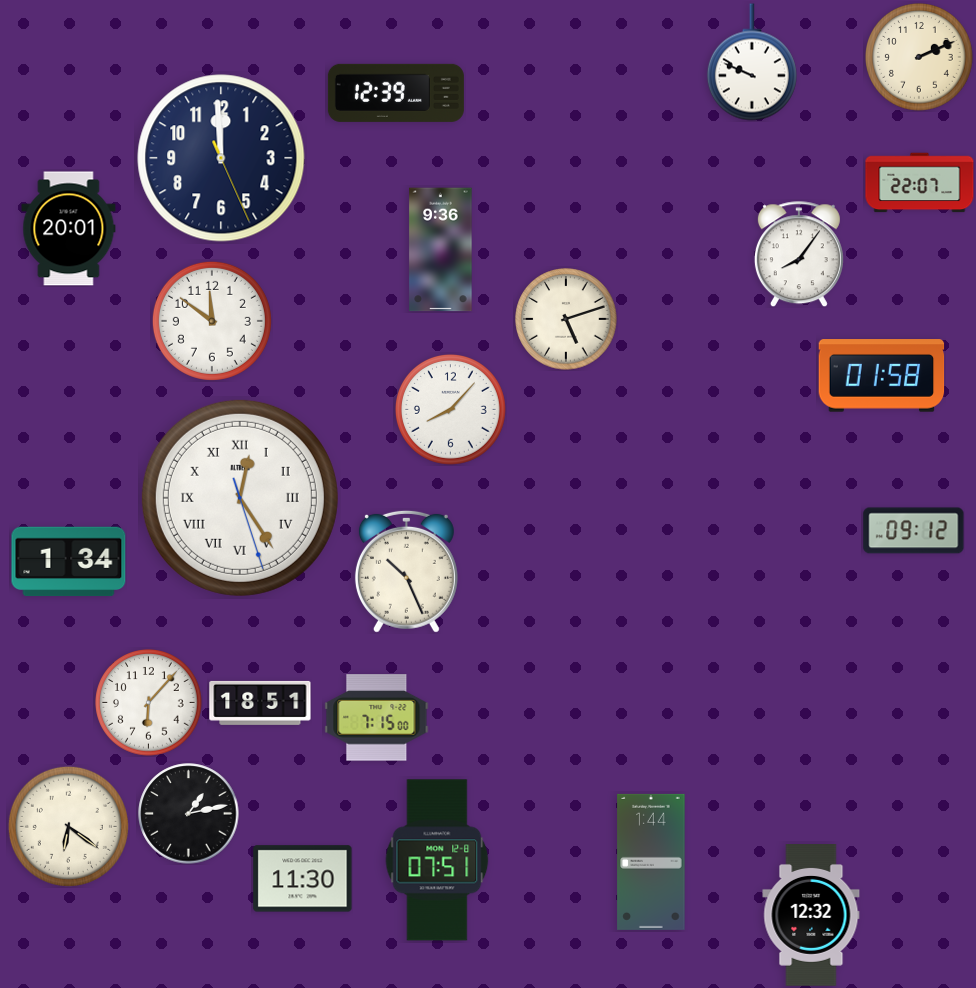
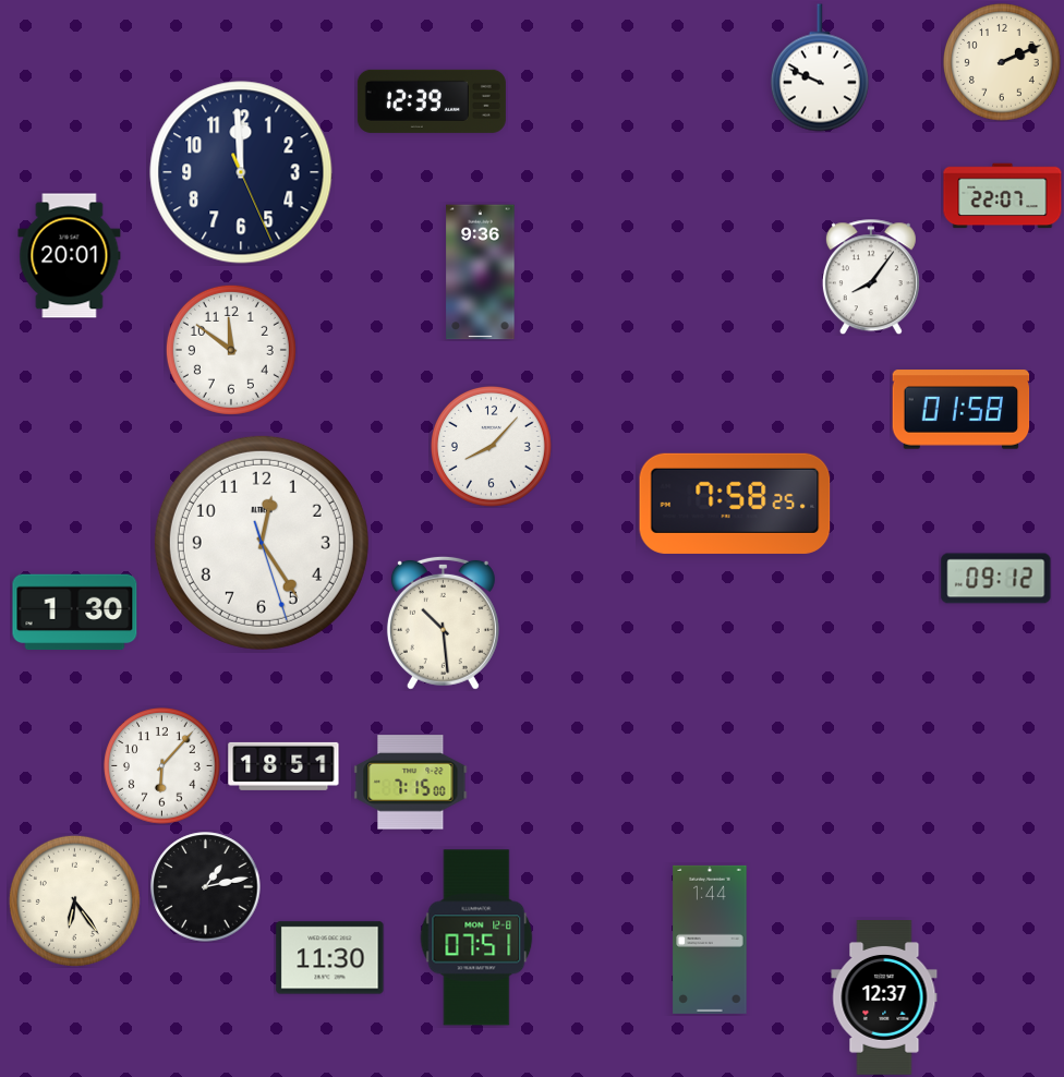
clock at (920, 183) position: (920, 183) -> (1003, 196)
clock at (69, 229) position: (69, 229) -> (70, 256)
clock at (566, 319): 5:12 -> none
clock at (735, 504): none -> 7:58
clock at (240, 498) numerals: Roman -> Arabic
clock at (69, 562): 1:34 -> 1:30
clock at (406, 571): 10:26 -> 10:29
clock at (68, 826): 6:21 -> 6:24
clock at (811, 916): 12:32 -> 12:37
